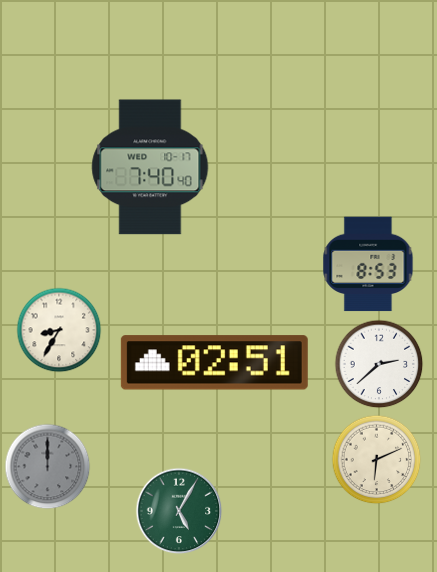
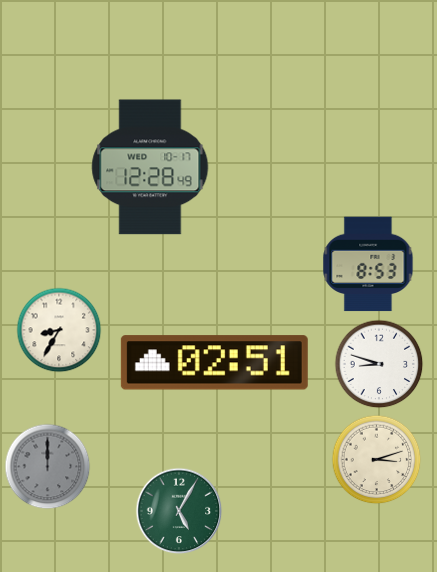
clock at (150, 167): 7:40 -> 12:28
clock at (379, 364): 2:38 -> 8:48
clock at (377, 460): 6:11 -> 3:12
